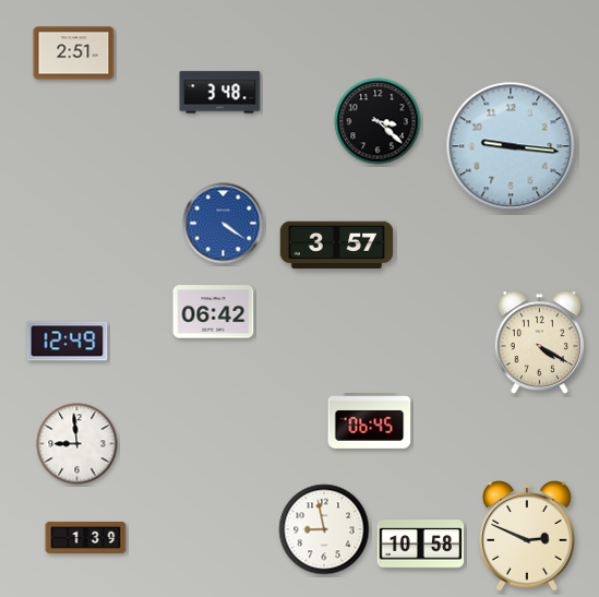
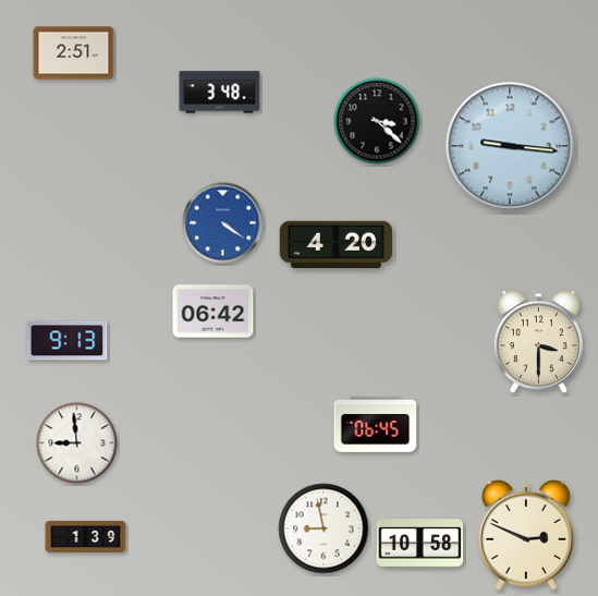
clock at (337, 246): 3:57 -> 4:20
clock at (68, 342): 12:49 -> 9:13
clock at (539, 343): 4:20 -> 3:30
clock at (370, 420) position: (370, 420) -> (376, 424)
